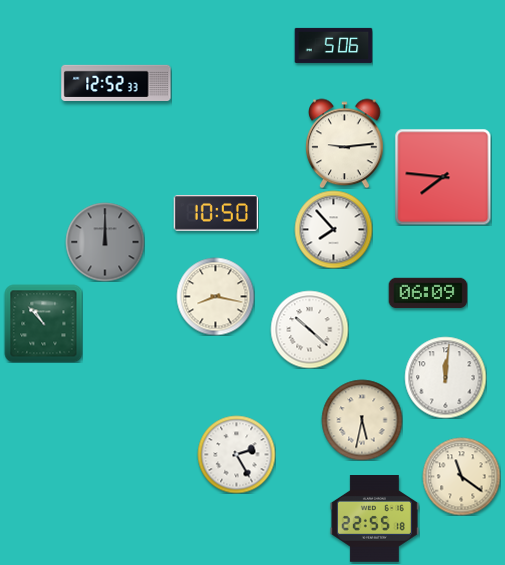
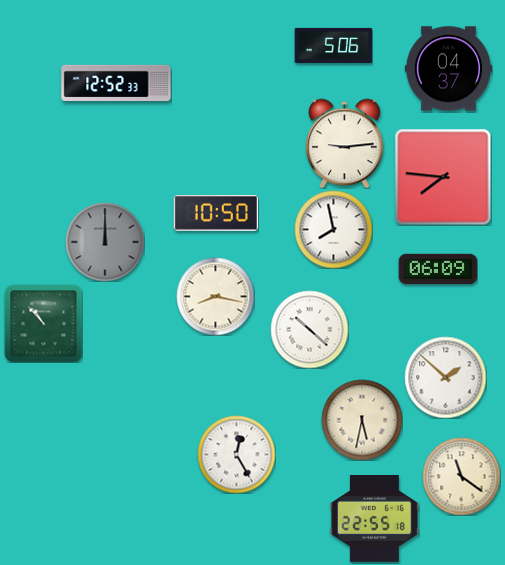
clock at (448, 69): none -> 04:37
clock at (333, 229): 7:53 -> 7:58
clock at (428, 293) position: (428, 293) -> (438, 269)
clock at (445, 377): 12:01 -> 1:52
clock at (236, 454): 2:25 -> 12:25
